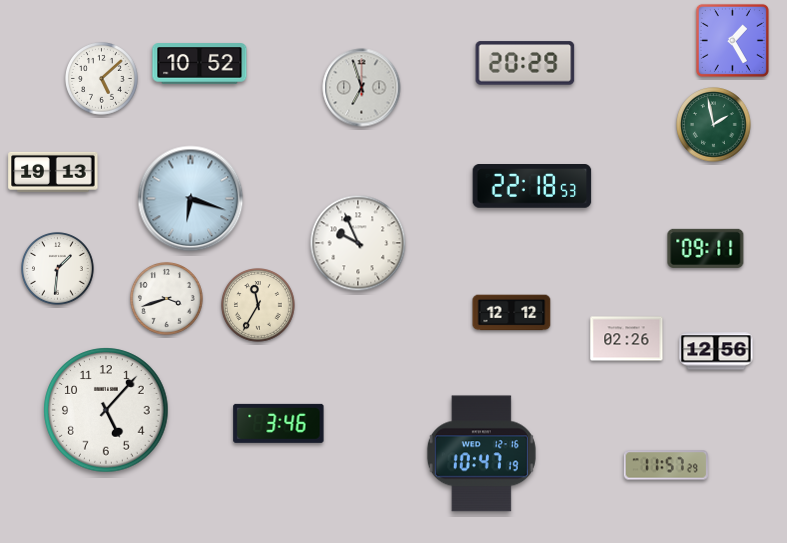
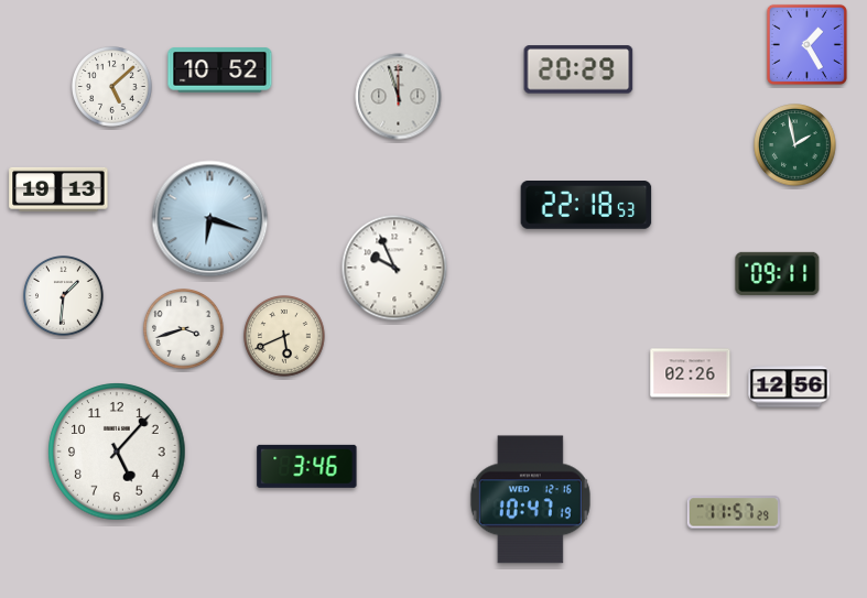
clock at (362, 88): 6:57 -> 11:57
clock at (714, 125) position: (714, 125) -> (795, 145)
clock at (258, 305): 11:35 -> 5:41
clock at (512, 313): 12:12 -> none
